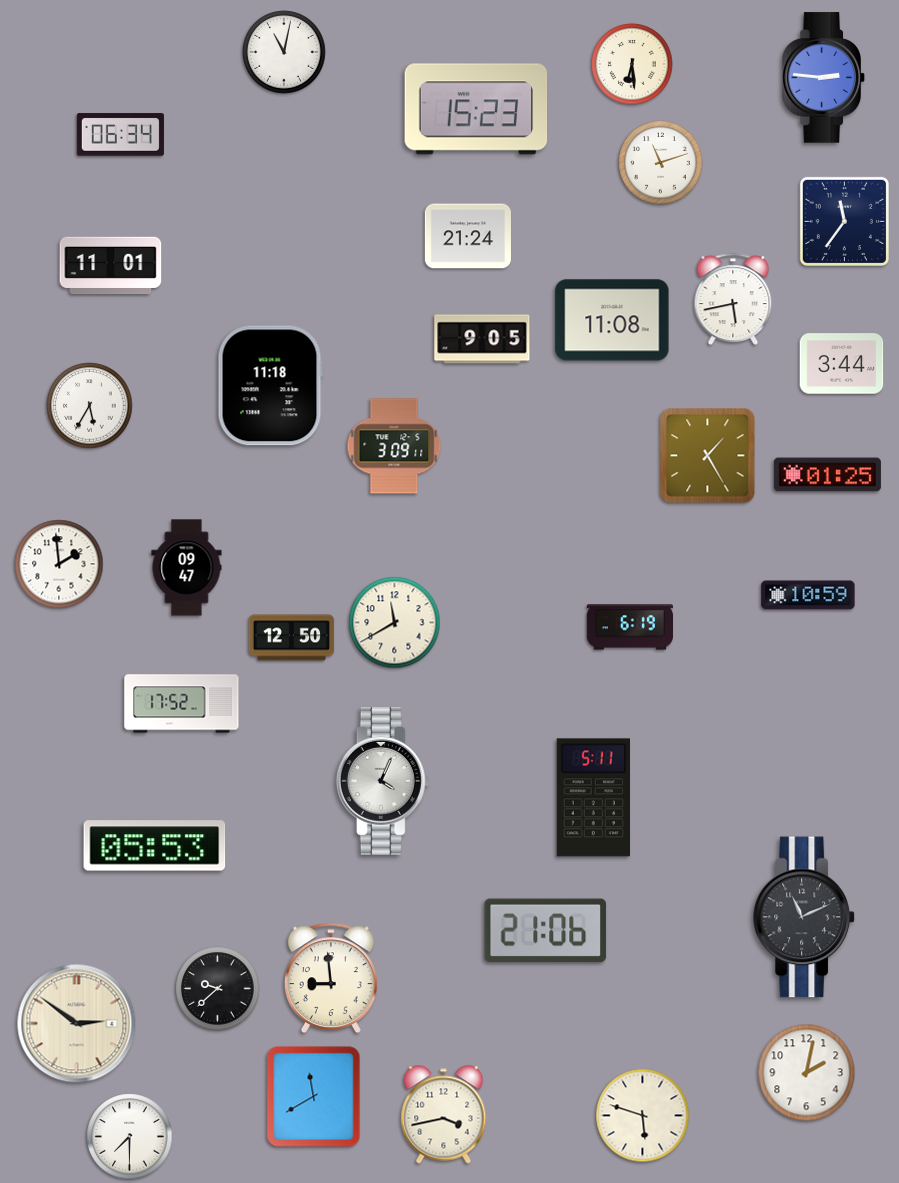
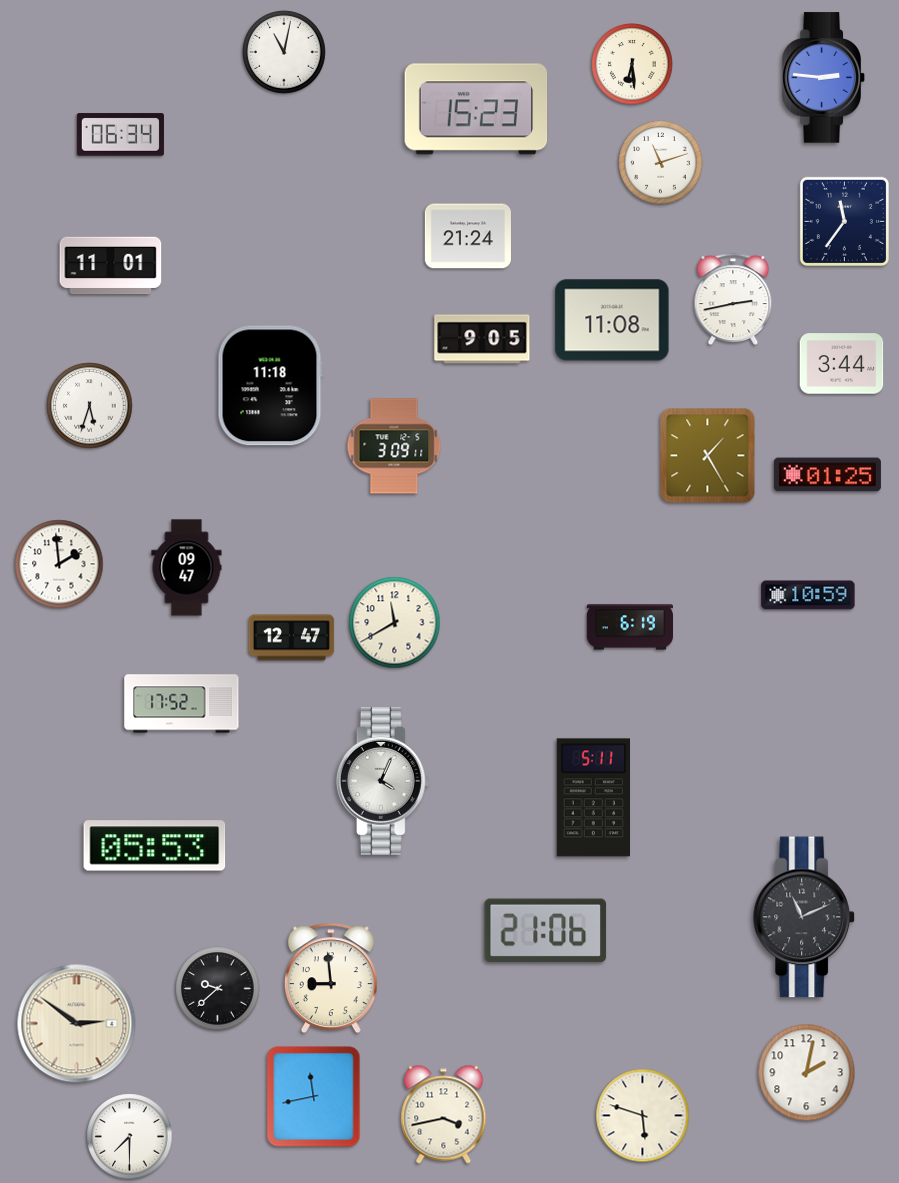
clock at (733, 299): 5:43 -> 2:43
clock at (90, 406): 5:35 -> 5:33
clock at (292, 638): 12:50 -> 12:47
clock at (314, 1097): 11:40 -> 11:43
